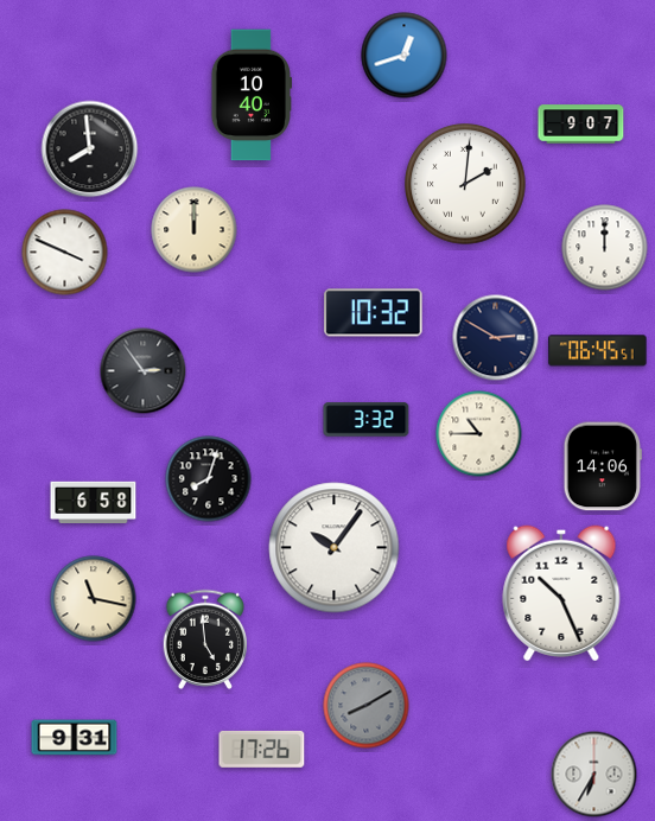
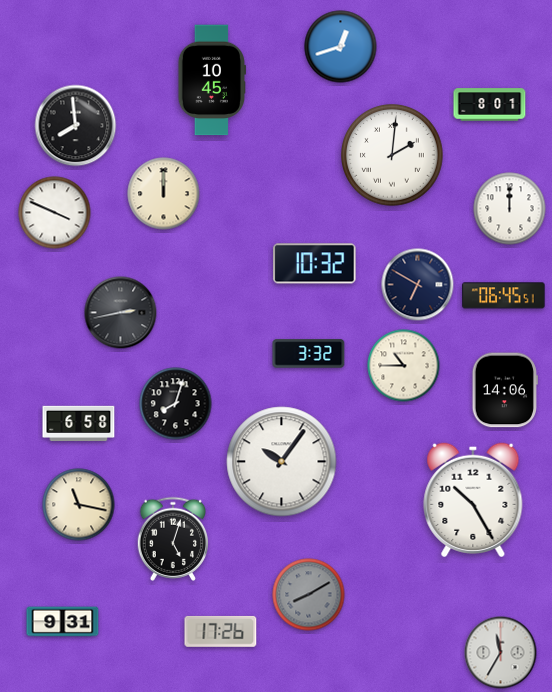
clock at (250, 95): 10:40 -> 10:45
clock at (581, 125): 9:07 -> 8:01
clock at (496, 338): 2:50 -> 6:50
clock at (144, 371): 2:54 -> 2:43
clock at (603, 466) position: (603, 466) -> (505, 390)
clock at (561, 593): 10:26 -> 10:25
clock at (204, 639): 4:59 -> 5:03
clock at (594, 775): 6:35 -> 11:35
